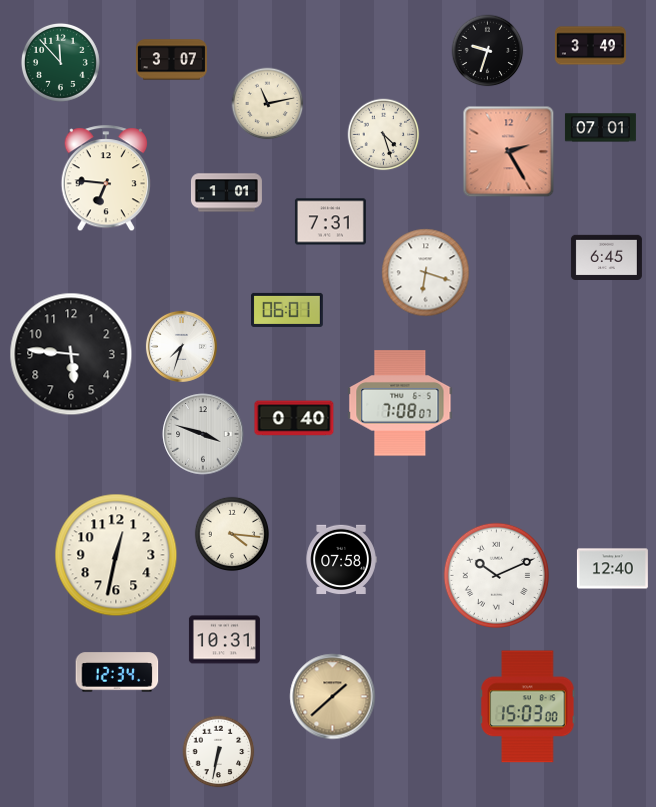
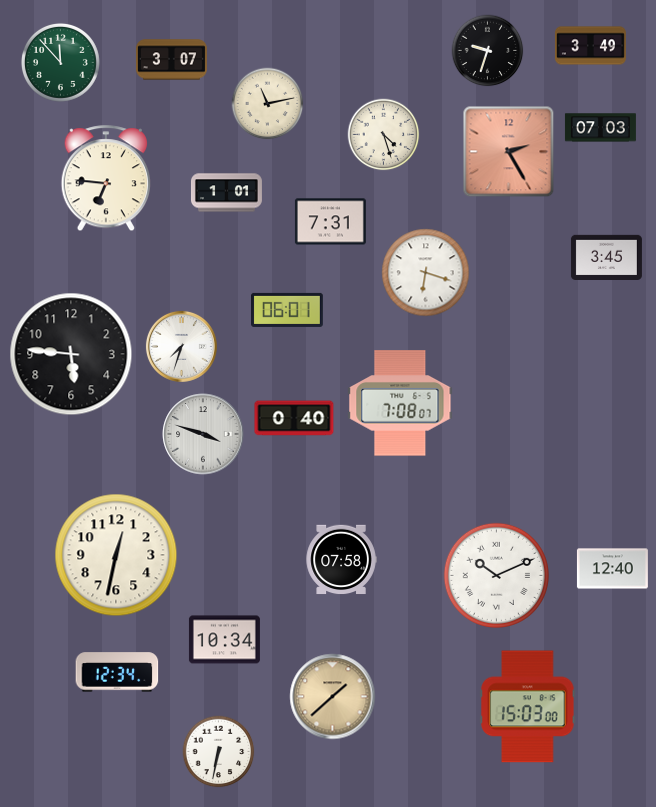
clock at (600, 128): 07:01 -> 07:03
clock at (606, 257): 6:45 -> 3:45
clock at (231, 533): 4:16 -> none
clock at (224, 640): 10:31 -> 10:34
